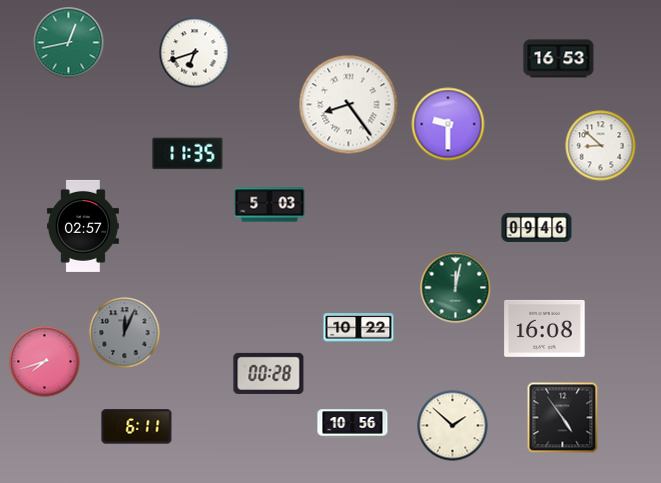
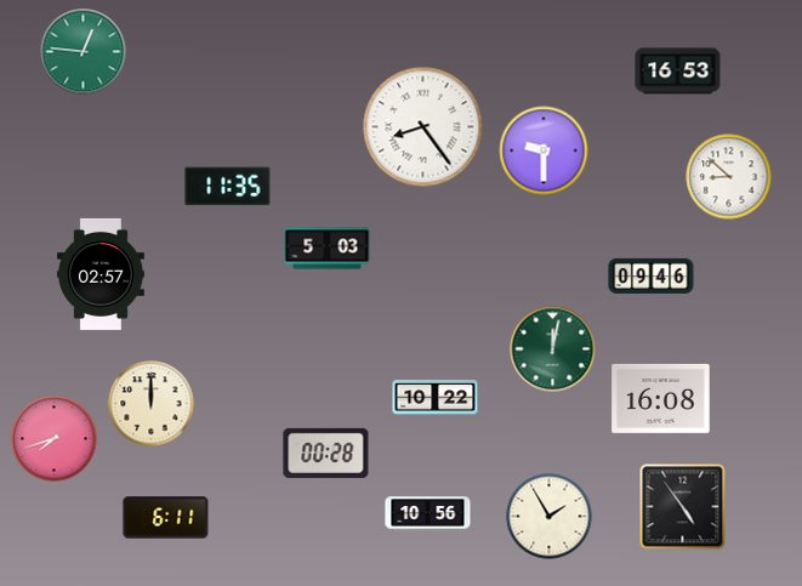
clock at (69, 43): 12:43 -> 12:46
clock at (195, 53): 6:42 -> none
clock at (125, 333): 12:04 -> 12:00
clock at (125, 333) dial: grey -> cream
clock at (453, 426): 1:52 -> 1:55
